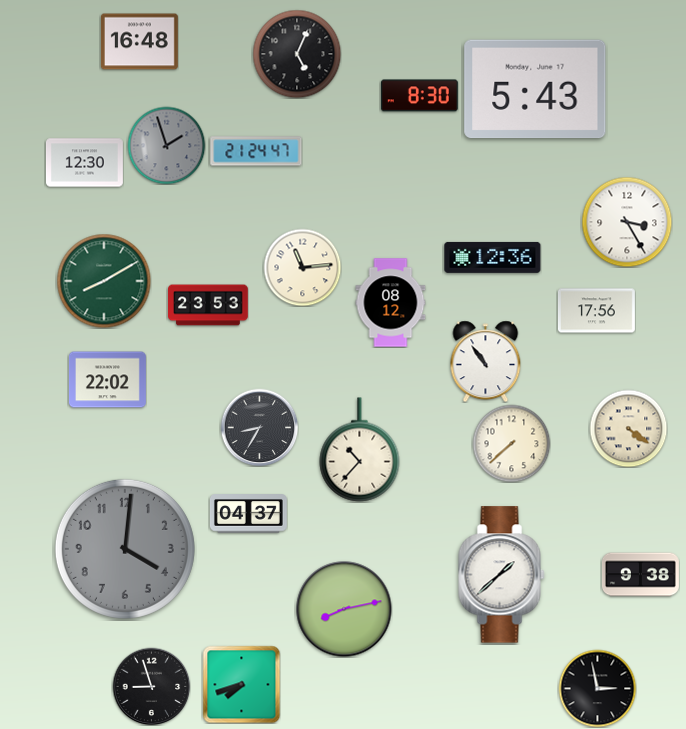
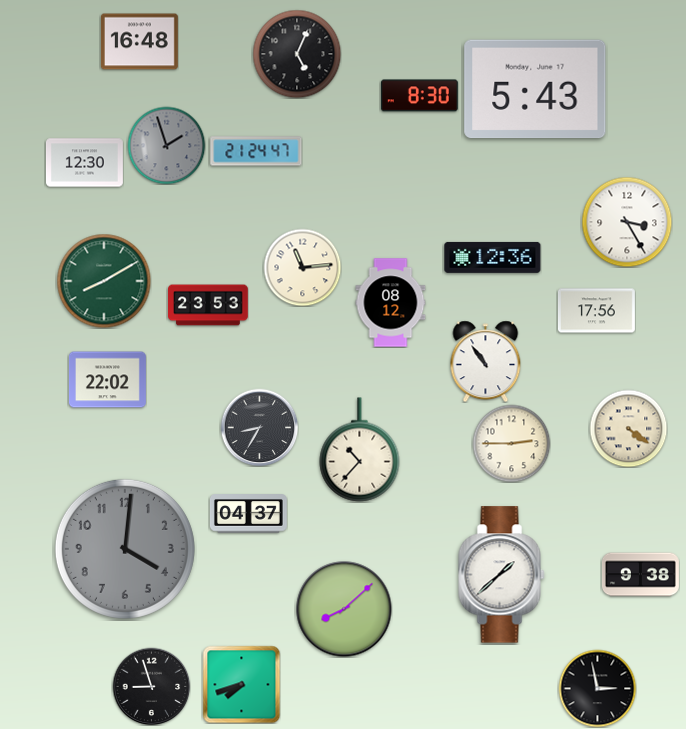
clock at (511, 443): 7:38 -> 2:45
clock at (344, 609): 8:13 -> 8:08
